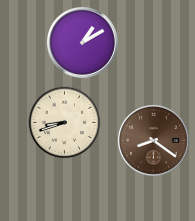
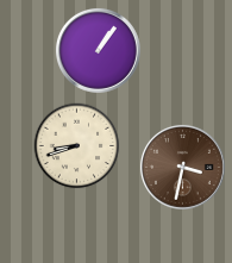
clock at (82, 42): 1:10 -> 1:06
clock at (153, 140): 8:21 -> 3:32
